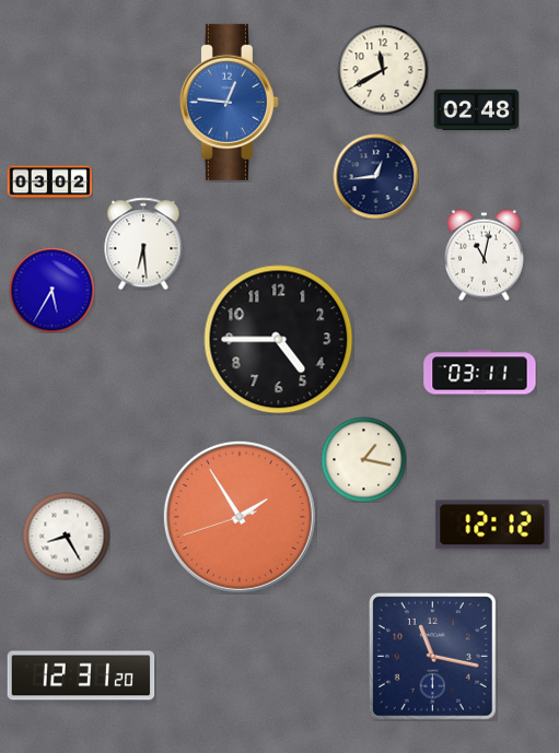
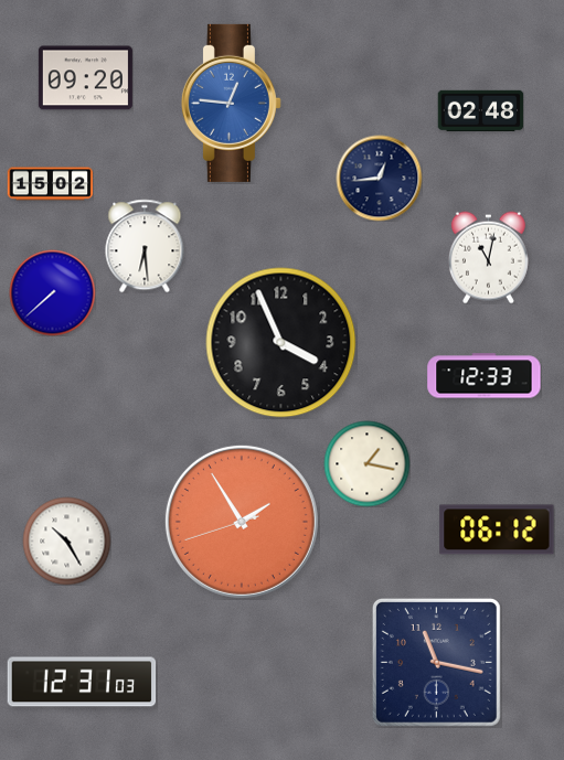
clock at (383, 70): 11:40 -> none
clock at (85, 78): none -> 09:20
clock at (49, 183): 03:02 -> 15:02
clock at (51, 290): 5:35 -> 7:38
clock at (279, 340): 4:45 -> 3:56
clock at (480, 373): 03:11 -> 12:33
clock at (492, 525): 12:12 -> 06:12
clock at (66, 536): 8:25 -> 10:25
clock at (81, 675): 12:31:20 -> 12:31:03
